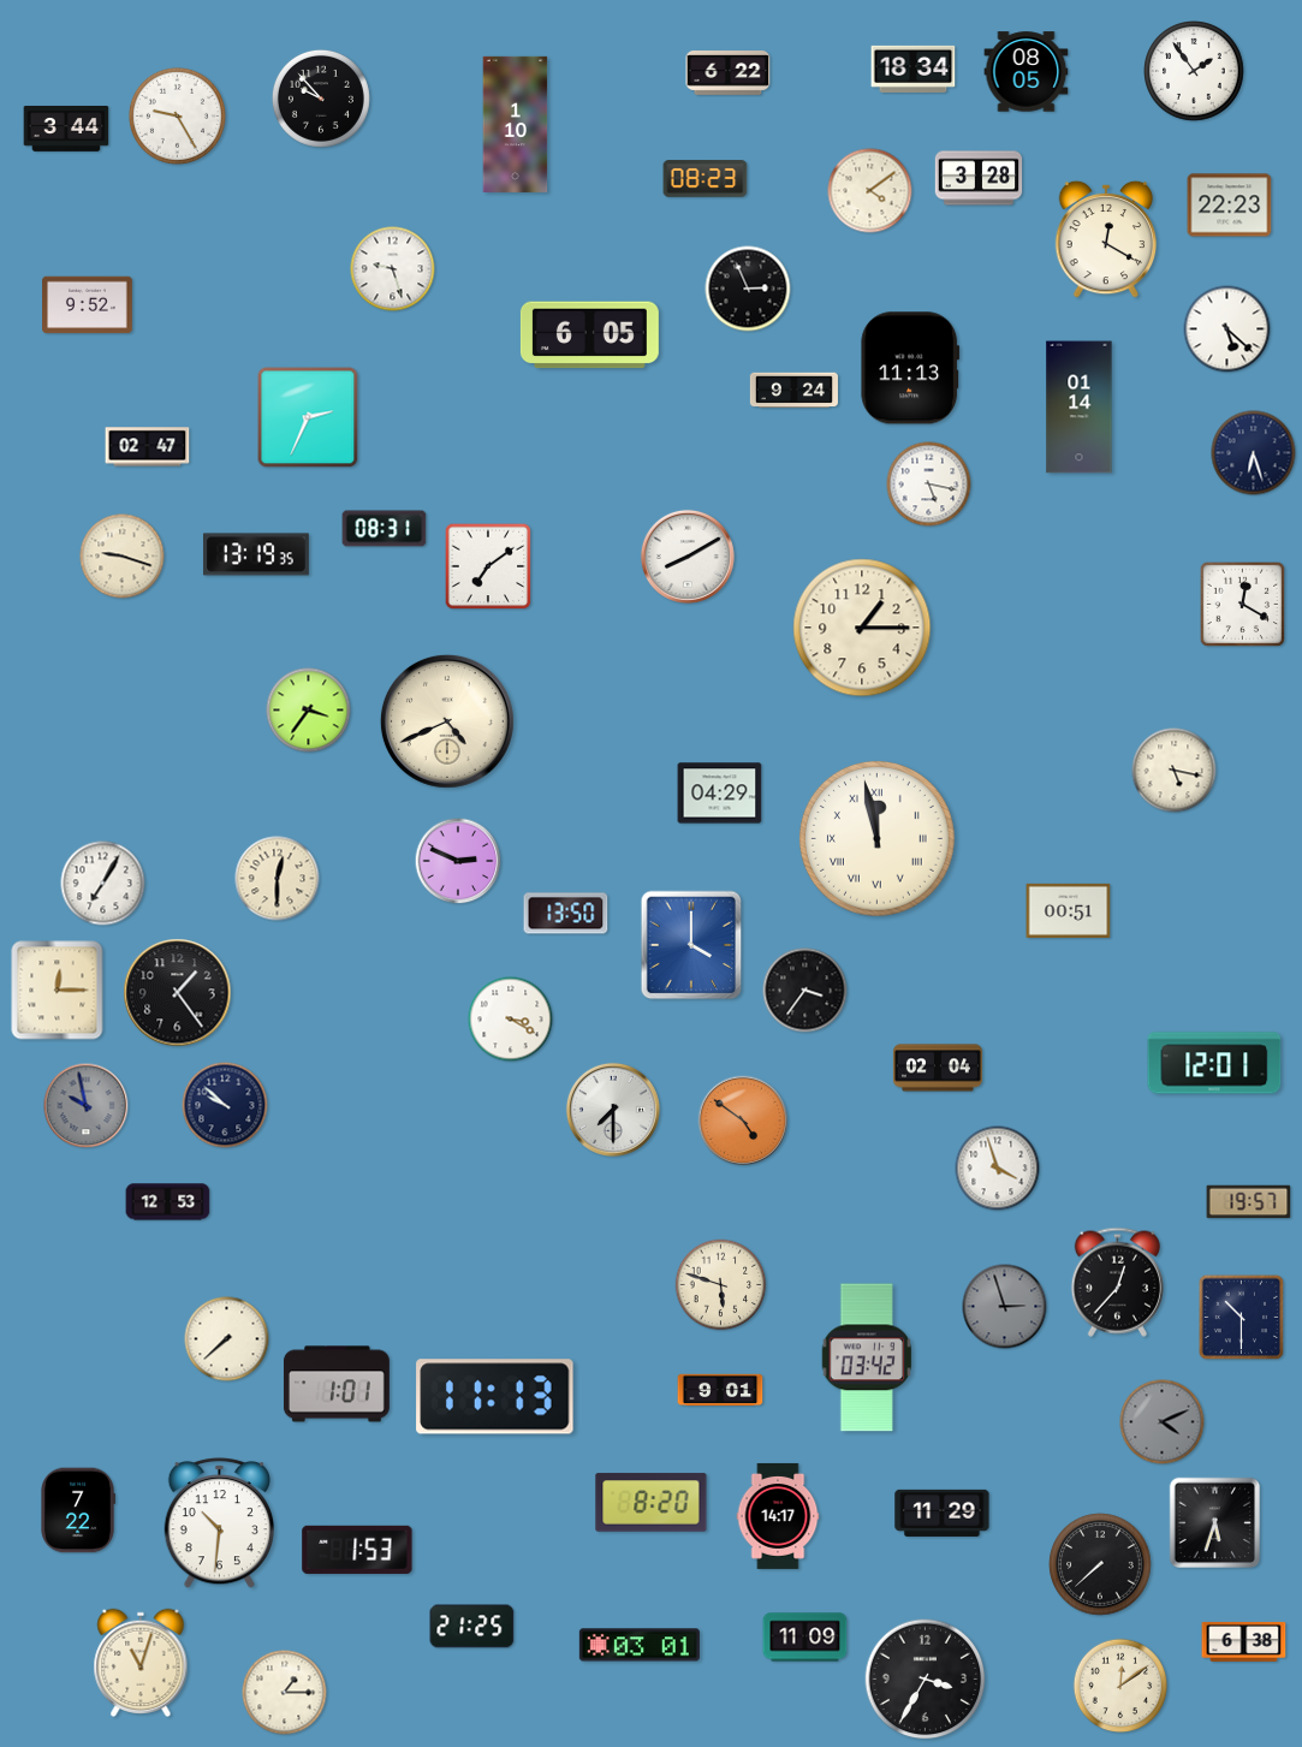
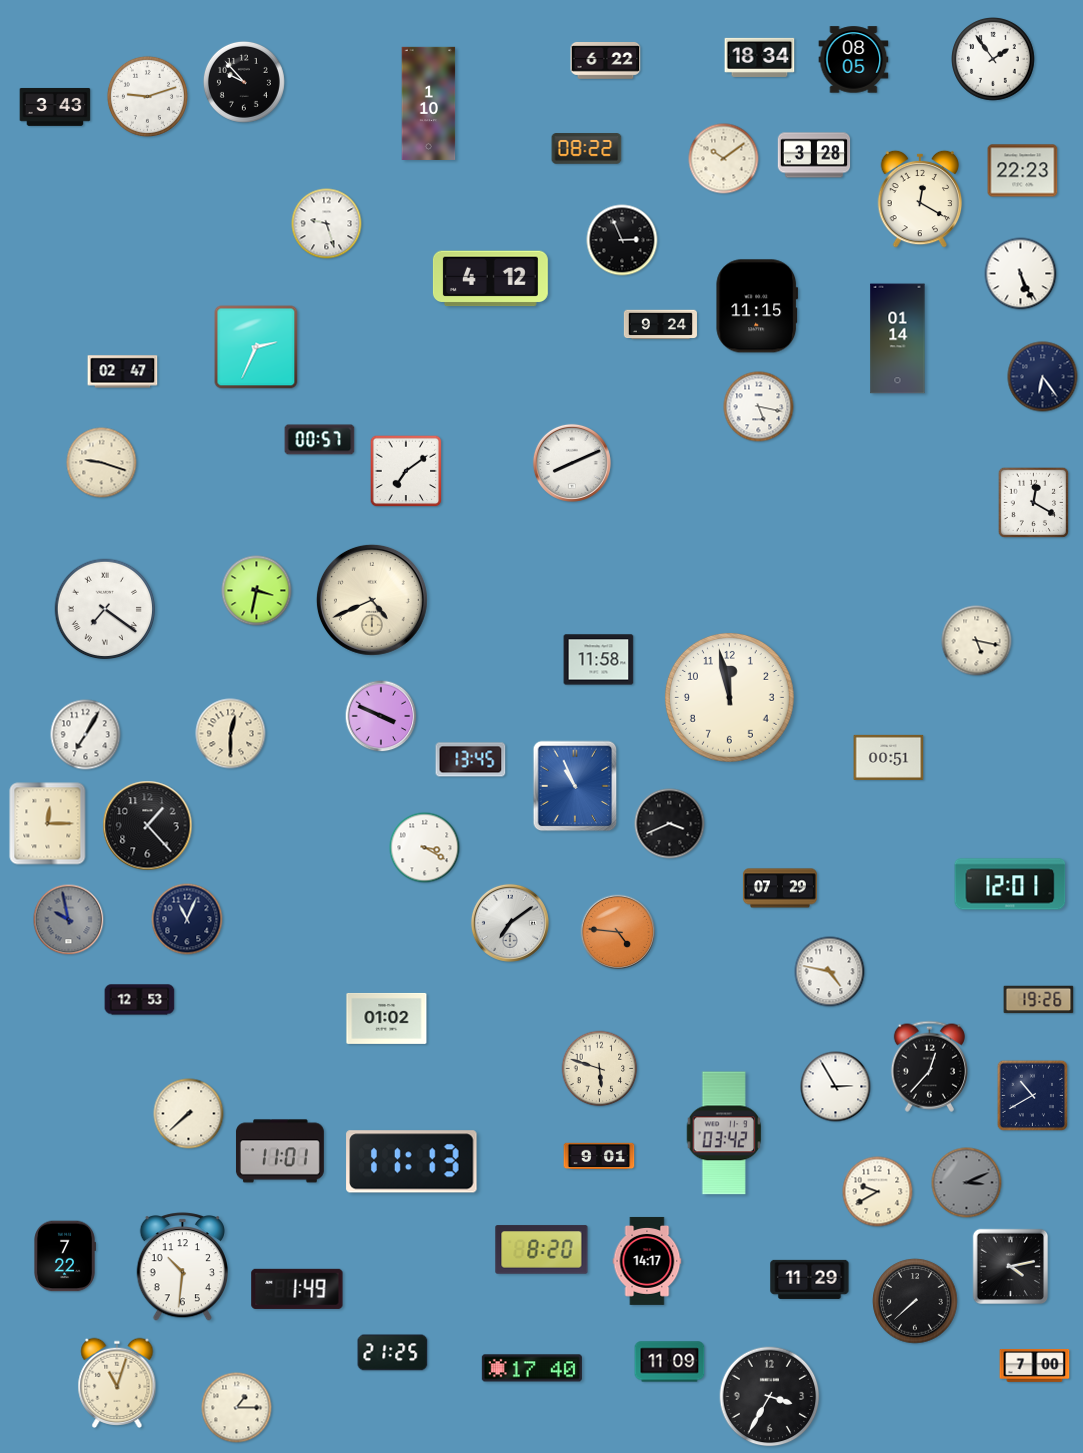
clock at (321, 99) position: (321, 99) -> (244, 82)
clock at (177, 115): 9:25 -> 9:12
clock at (66, 129): 3:44 -> 3:43
clock at (979, 178) position: (979, 178) -> (814, 155)
clock at (706, 179): 08:23 -> 08:22
clock at (870, 191): 4:09 -> 10:09
clock at (88, 305): 9:52 -> none
clock at (1227, 329): 5:22 -> 5:26
clock at (589, 335): 6:05 -> 4:12
clock at (910, 368): 11:13 -> 11:15
clock at (1254, 453): 6:27 -> 6:24
clock at (929, 485) position: (929, 485) -> (759, 407)
clock at (385, 529): 08:31 -> 00:57
clock at (256, 554): 13:19 -> none
clock at (688, 557): 8:10 -> 8:11
clock at (862, 628): 1:15 -> none
clock at (309, 711): 3:36 -> 3:32
clock at (105, 609): none -> 7:21
clock at (720, 794): 04:29 -> 11:58
clock at (876, 838) numerals: Roman -> Arabic
clock at (458, 861): 2:49 -> 3:49
clock at (278, 879) position: (278, 879) -> (231, 734)
clock at (566, 914): 13:50 -> 13:45
clock at (691, 945): 4:00 -> 10:56
clock at (805, 991): 3:36 -> 3:41
clock at (178, 993): 1:24 -> 1:23
clock at (938, 1068): 02:04 -> 07:29
clock at (225, 1105): 9:52 -> 11:04
clock at (87, 1106) position: (87, 1106) -> (69, 920)
clock at (613, 1110): 7:30 -> 7:09
clock at (743, 1121): 4:51 -> 4:46
clock at (998, 1169): 3:57 -> 4:47
clock at (1249, 1202): 19:57 -> 19:26
clock at (387, 1018): none -> 01:02
clock at (1005, 1307): 2:57 -> 2:55
clock at (1005, 1307) dial: grey -> white
clock at (1242, 1318): 10:30 -> 10:40
clock at (867, 1357) position: (867, 1357) -> (724, 1133)
clock at (337, 1384): 1:01 -> 11:01
clock at (1163, 1422): 4:11 -> 3:11
clock at (878, 1192): none -> 9:40
clock at (943, 1513) position: (943, 1513) -> (810, 1279)
clock at (1215, 1523): 5:33 -> 4:13
clock at (357, 1550): 1:53 -> 1:49
clock at (1244, 1641): 6:38 -> 7:00
clock at (640, 1645): 03:01 -> 17:40
clock at (1120, 1686): 12:09 -> none
